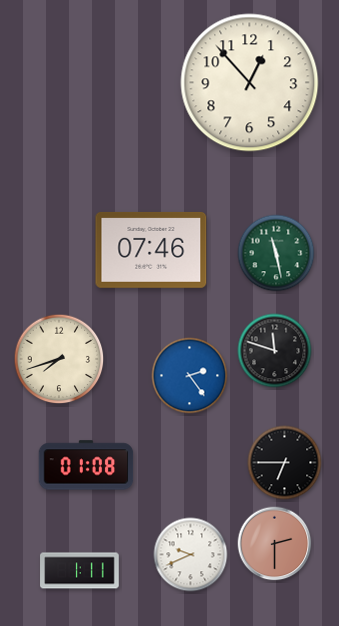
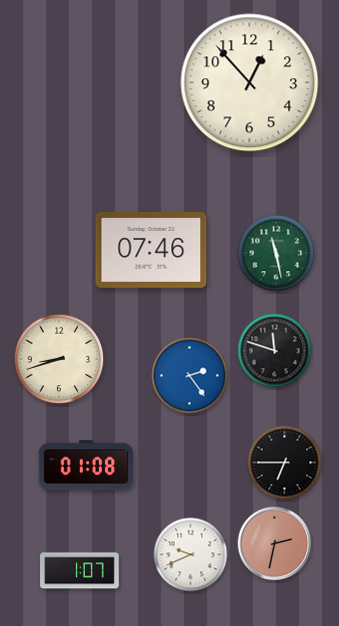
clock at (59, 359): 7:42 -> 8:42
clock at (275, 544): 2:30 -> 2:32
clock at (80, 571): 1:11 -> 1:07
